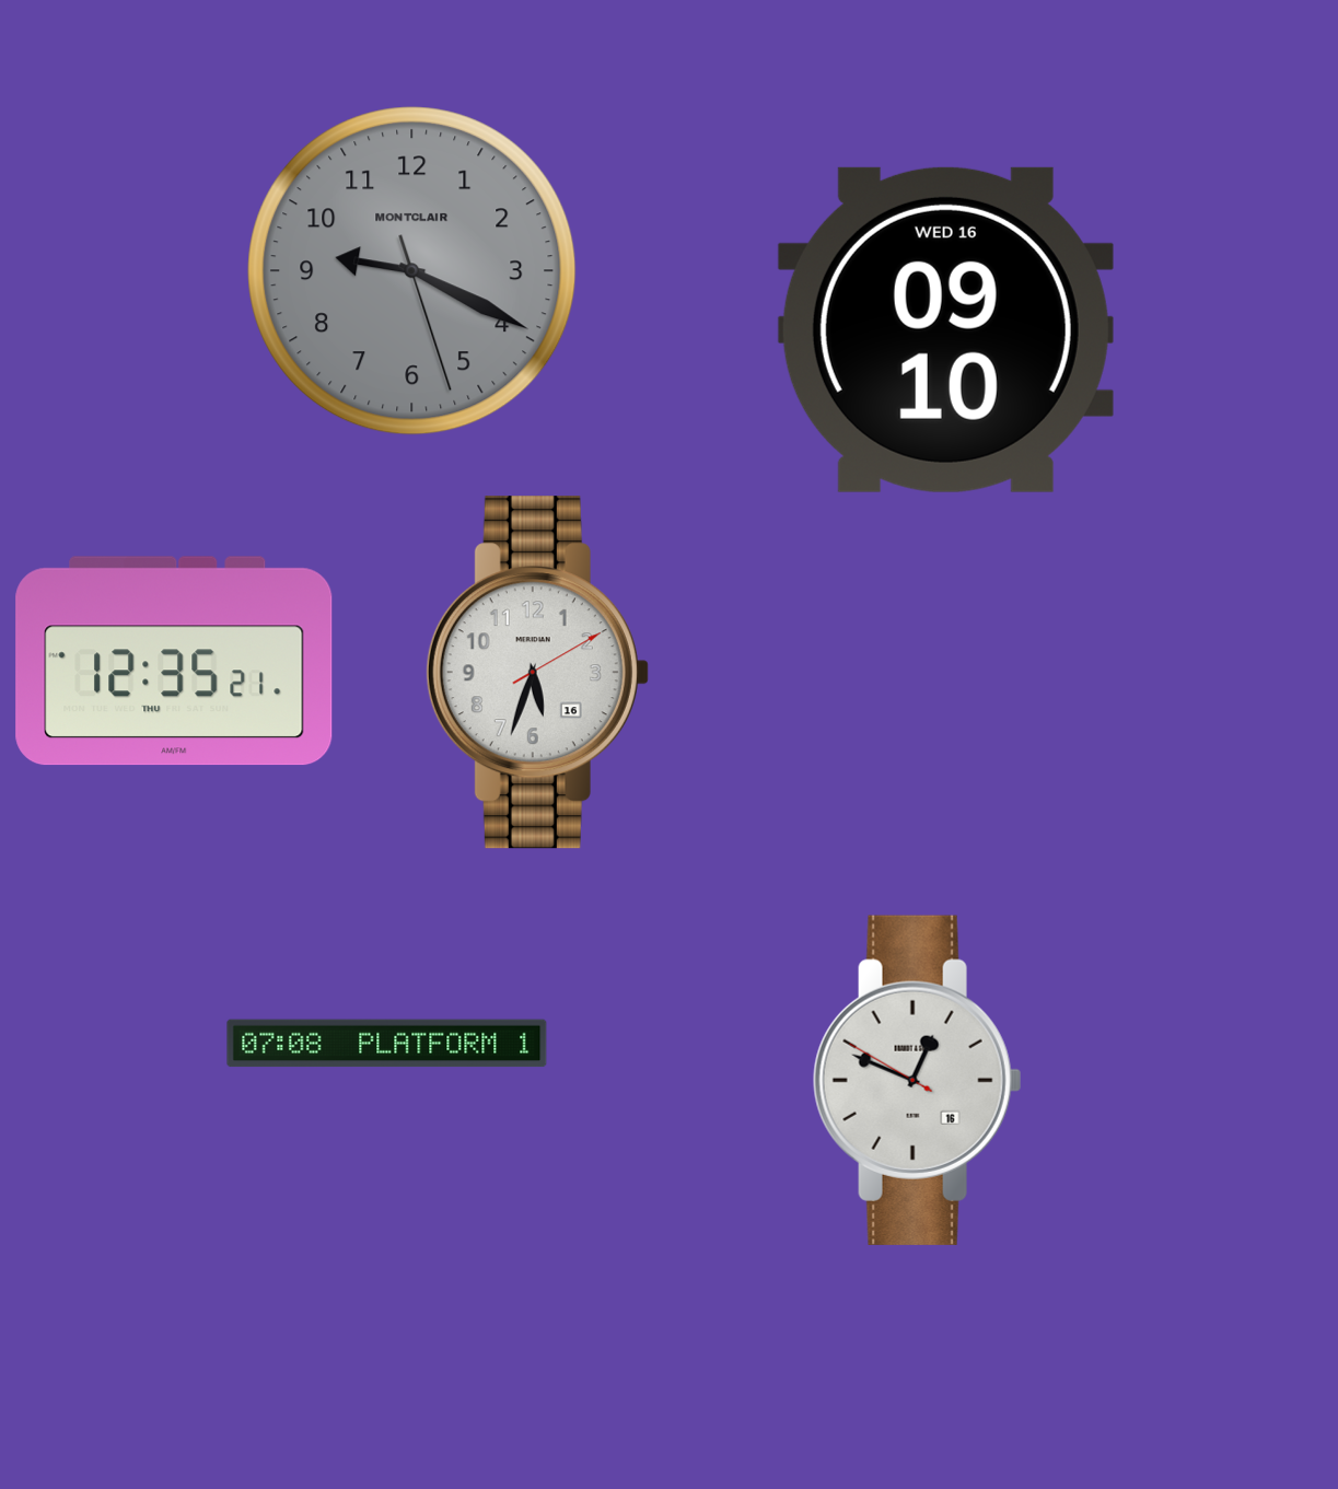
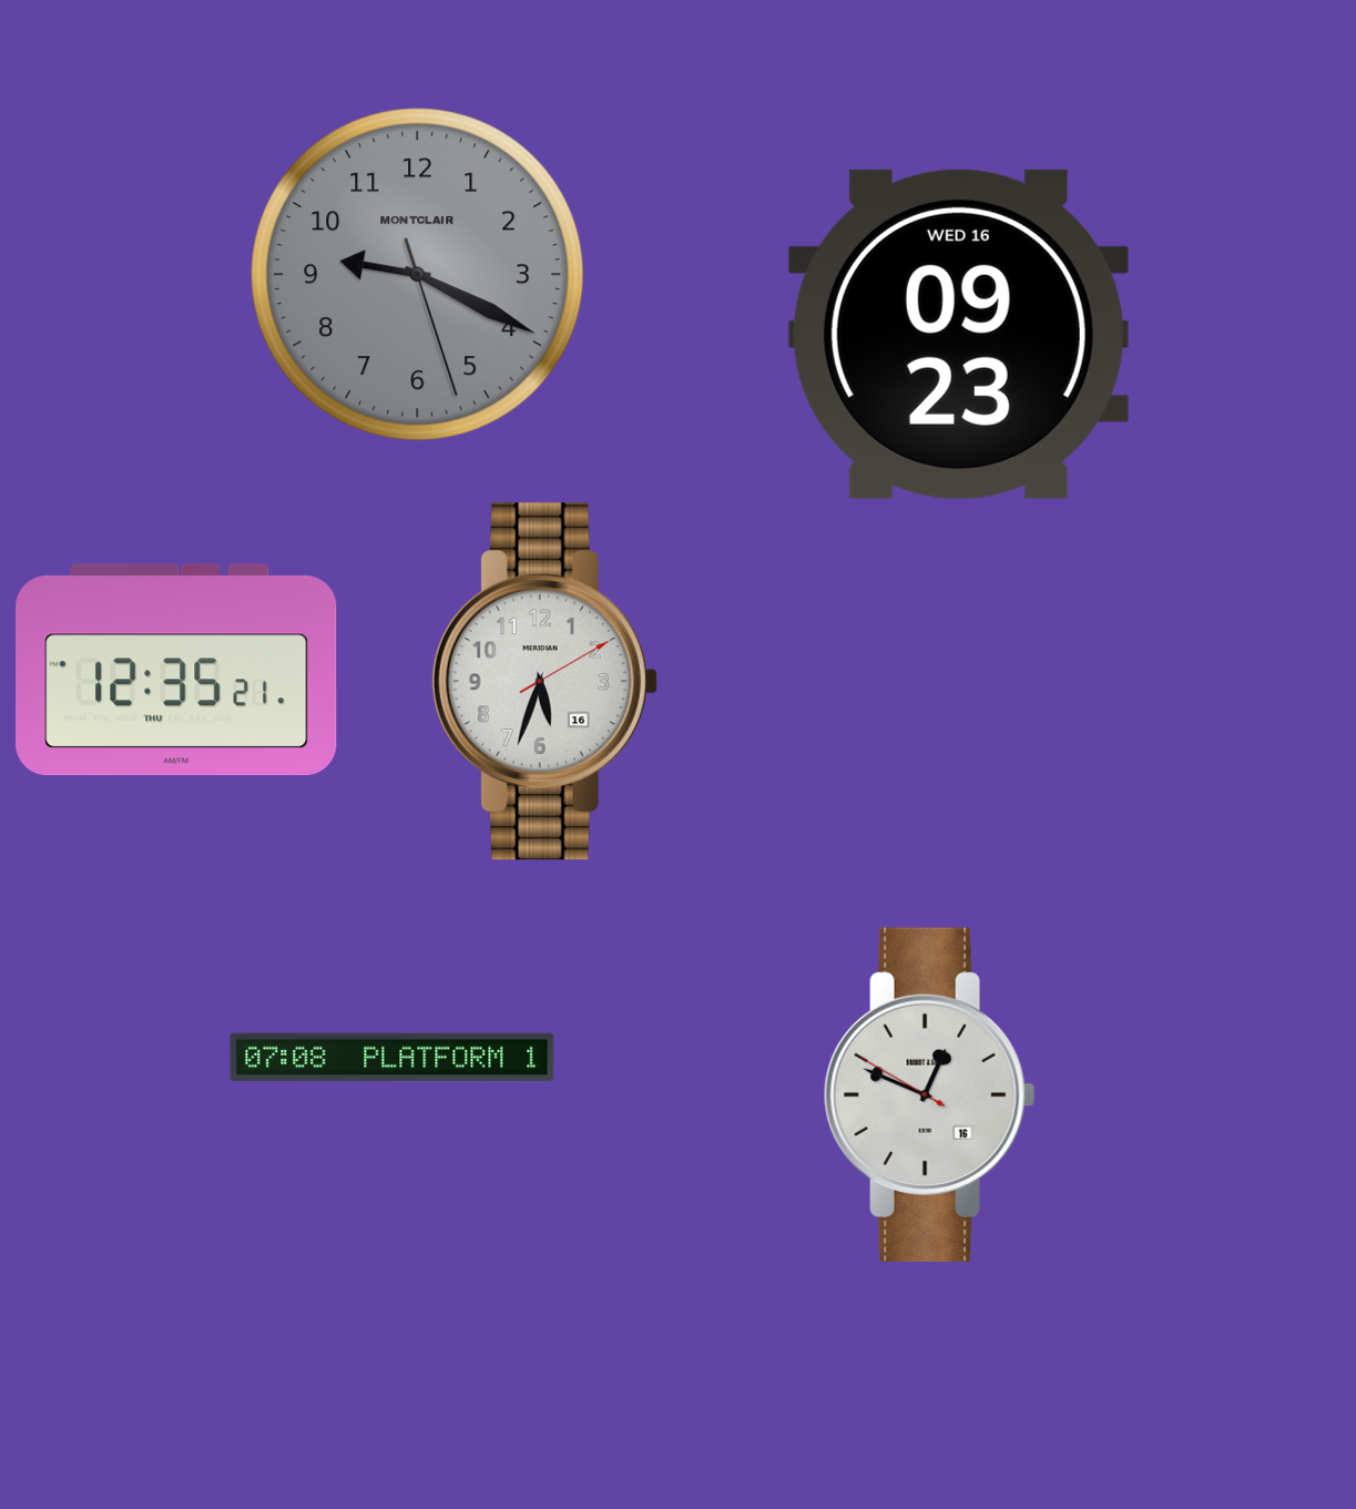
clock at (945, 329): 09:10 -> 09:23
